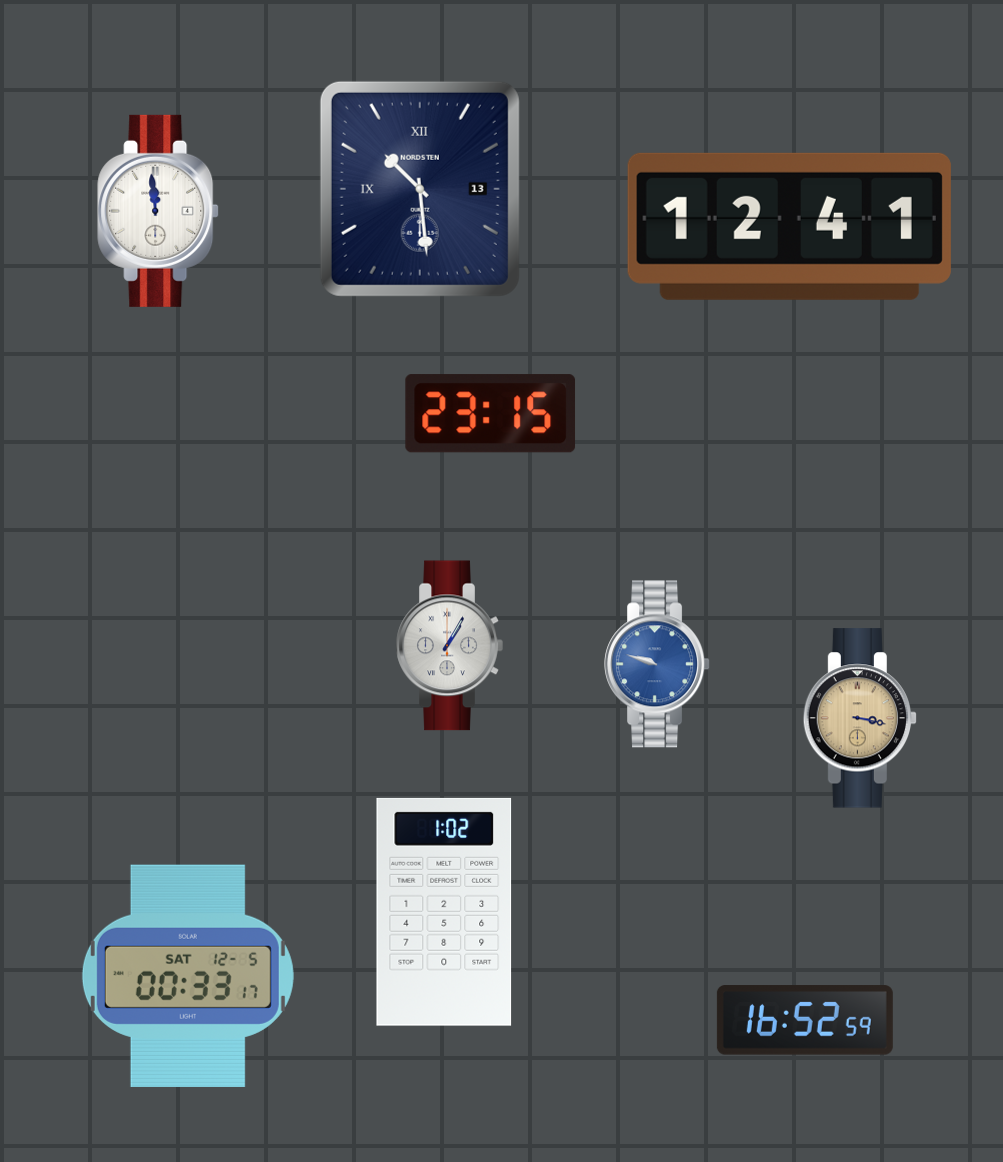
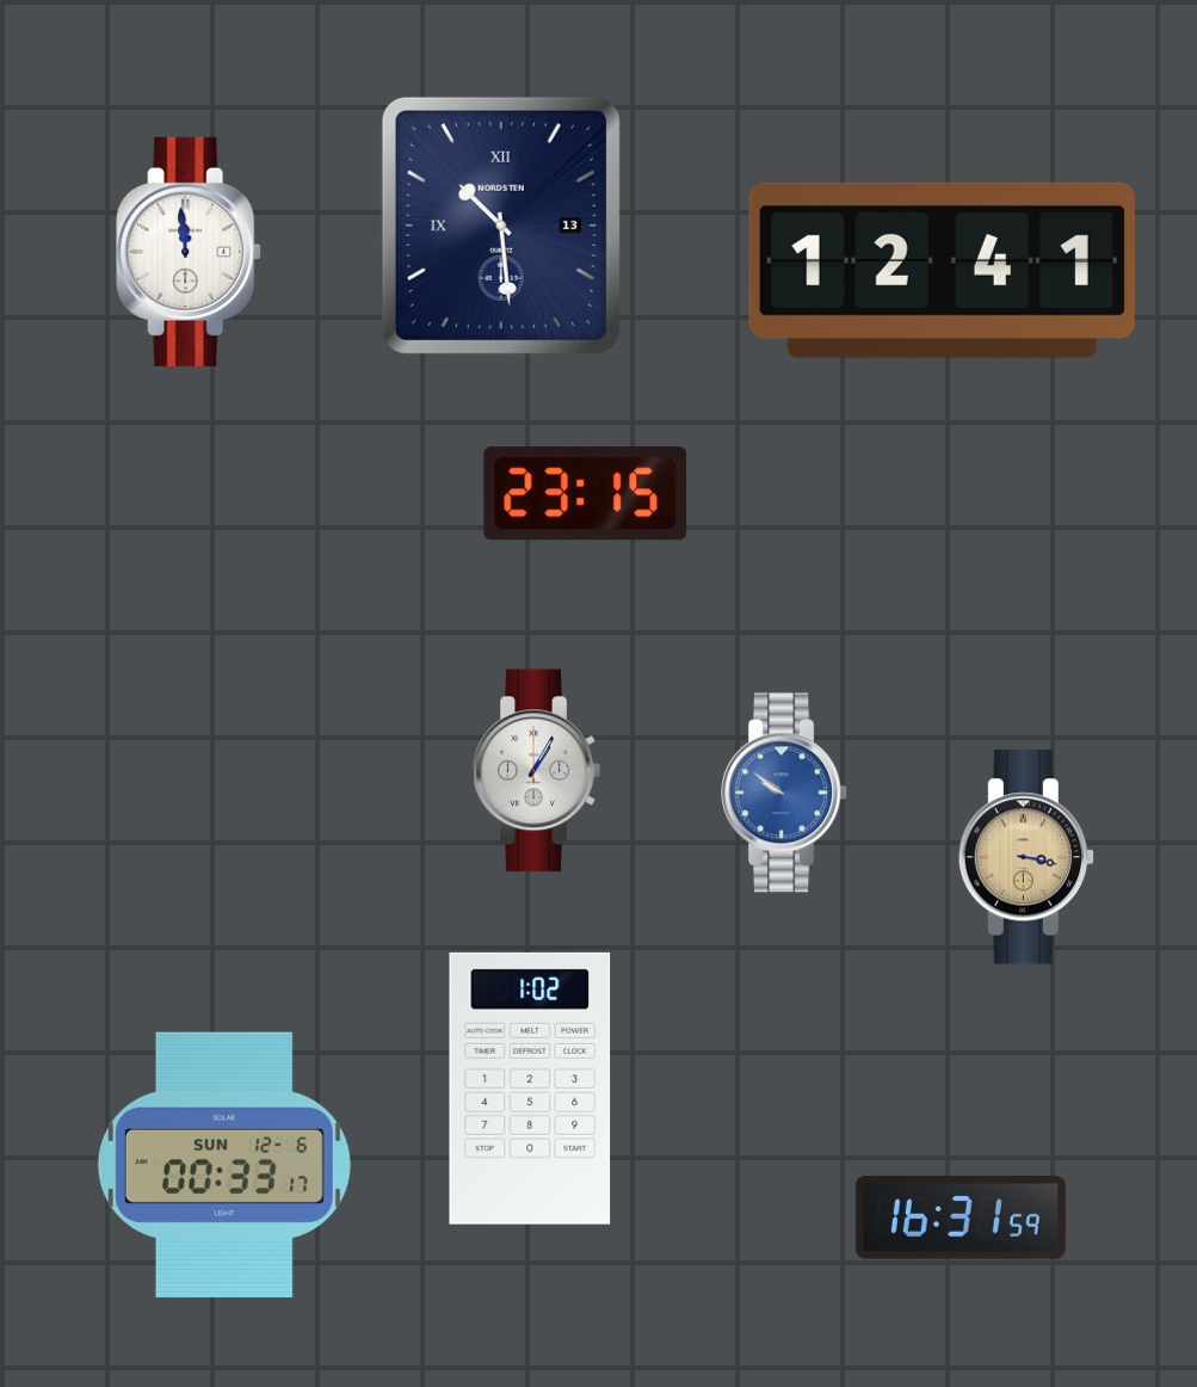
clock at (658, 664): 9:48 -> 9:51
clock at (188, 976) date: SAT 12-5 -> SUN 12-6
clock at (805, 1020): 16:52 -> 16:31
